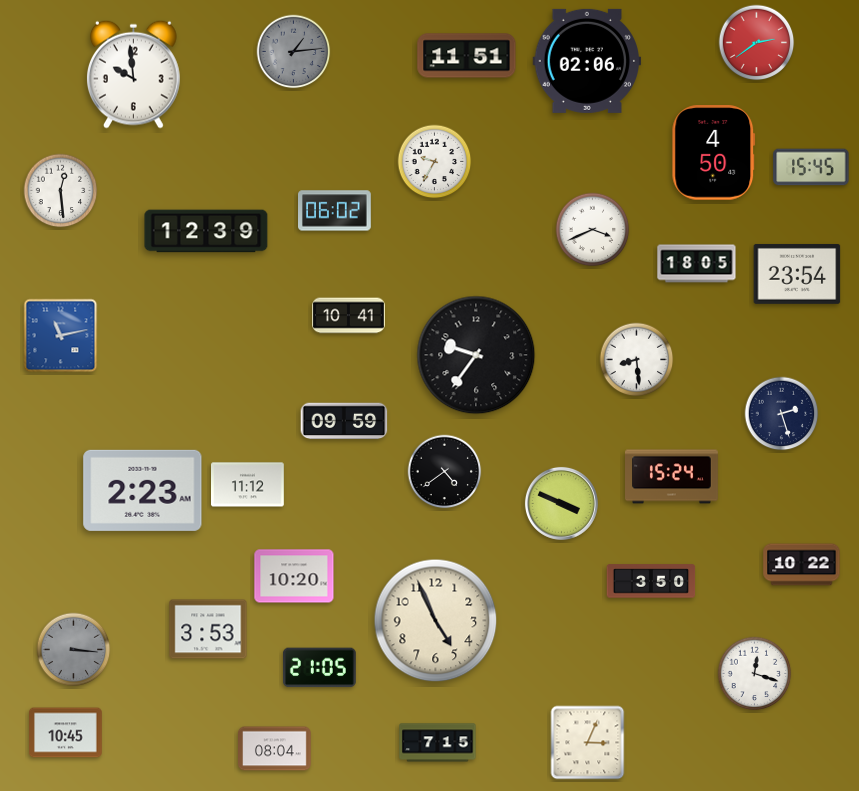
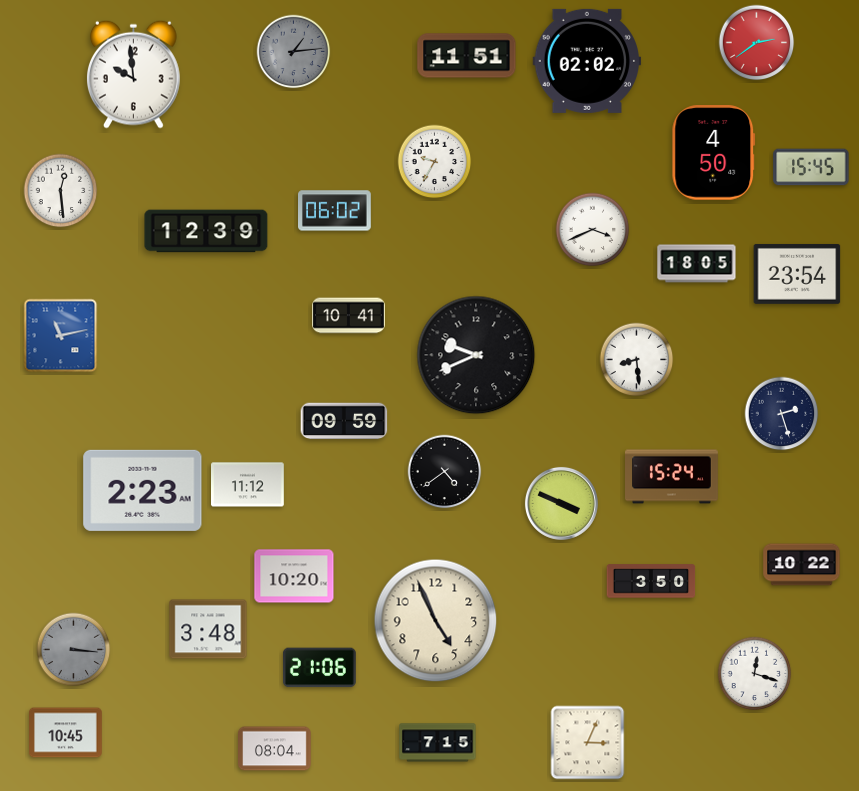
clock at (587, 61): 02:06 -> 02:02
clock at (476, 355): 9:36 -> 9:41
clock at (208, 629): 3:53 -> 3:48
clock at (319, 668): 21:05 -> 21:06
